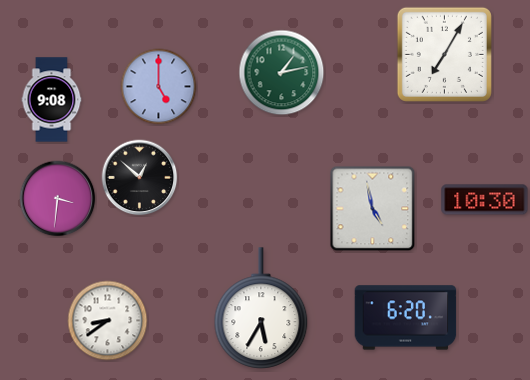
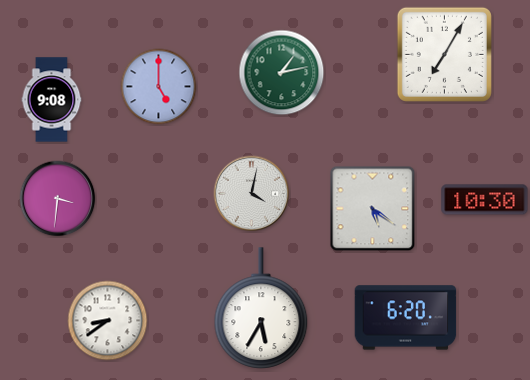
clock at (140, 178): 12:52 -> none
clock at (252, 194): none -> 4:02
clock at (373, 209): 4:58 -> 5:21
